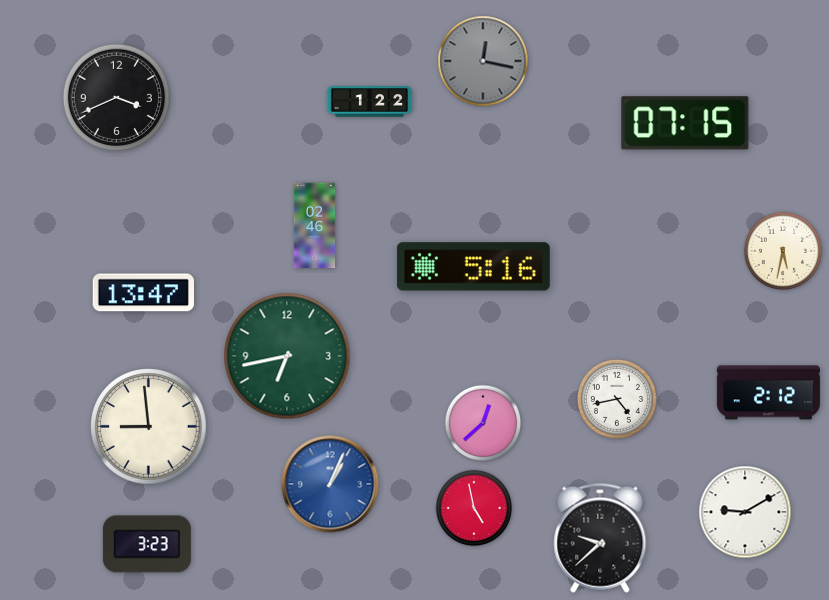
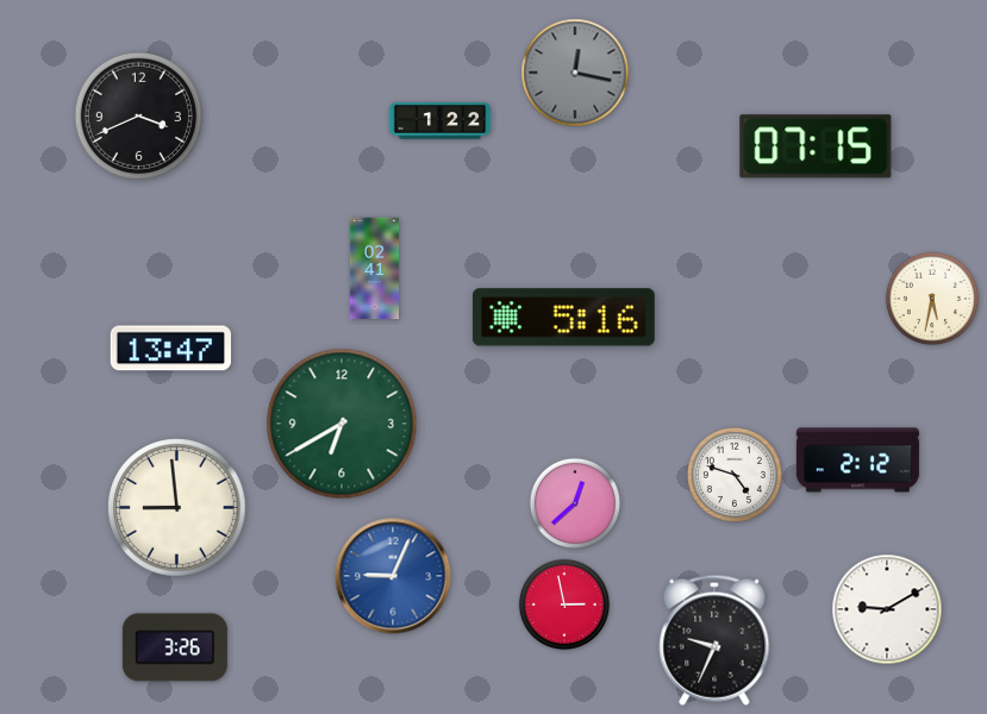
clock at (315, 226): 02:46 -> 02:41
clock at (287, 356): 6:43 -> 6:40
clock at (768, 393) position: (768, 393) -> (857, 461)
clock at (617, 399): 4:43 -> 4:48
clock at (330, 484): 1:04 -> 9:04
clock at (474, 508): 4:58 -> 2:58
clock at (600, 538): 9:38 -> 9:34
clock at (147, 544): 3:23 -> 3:26
